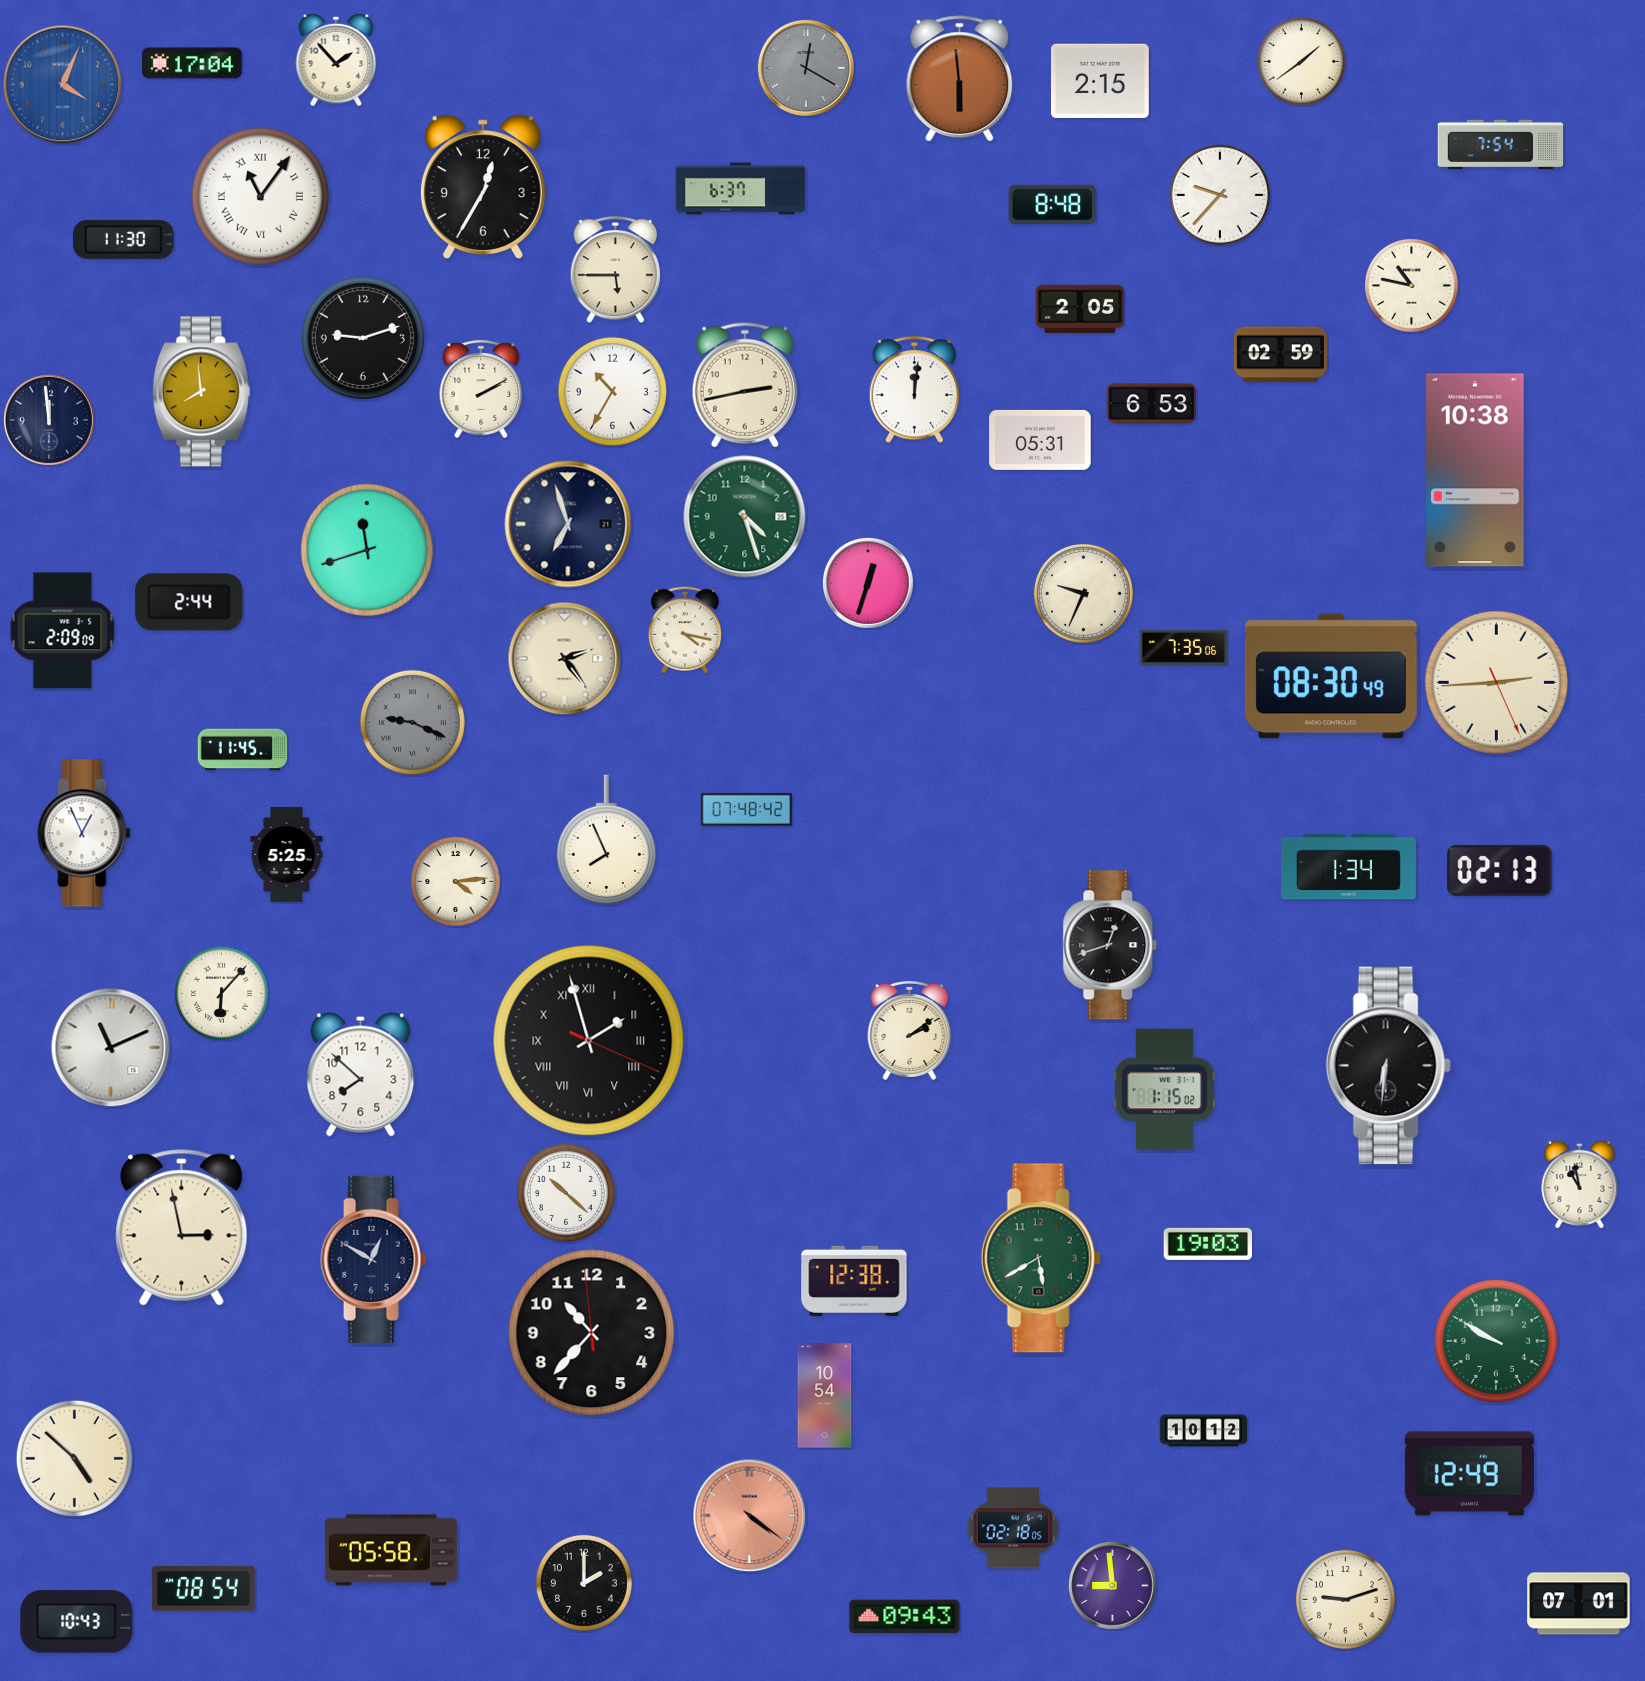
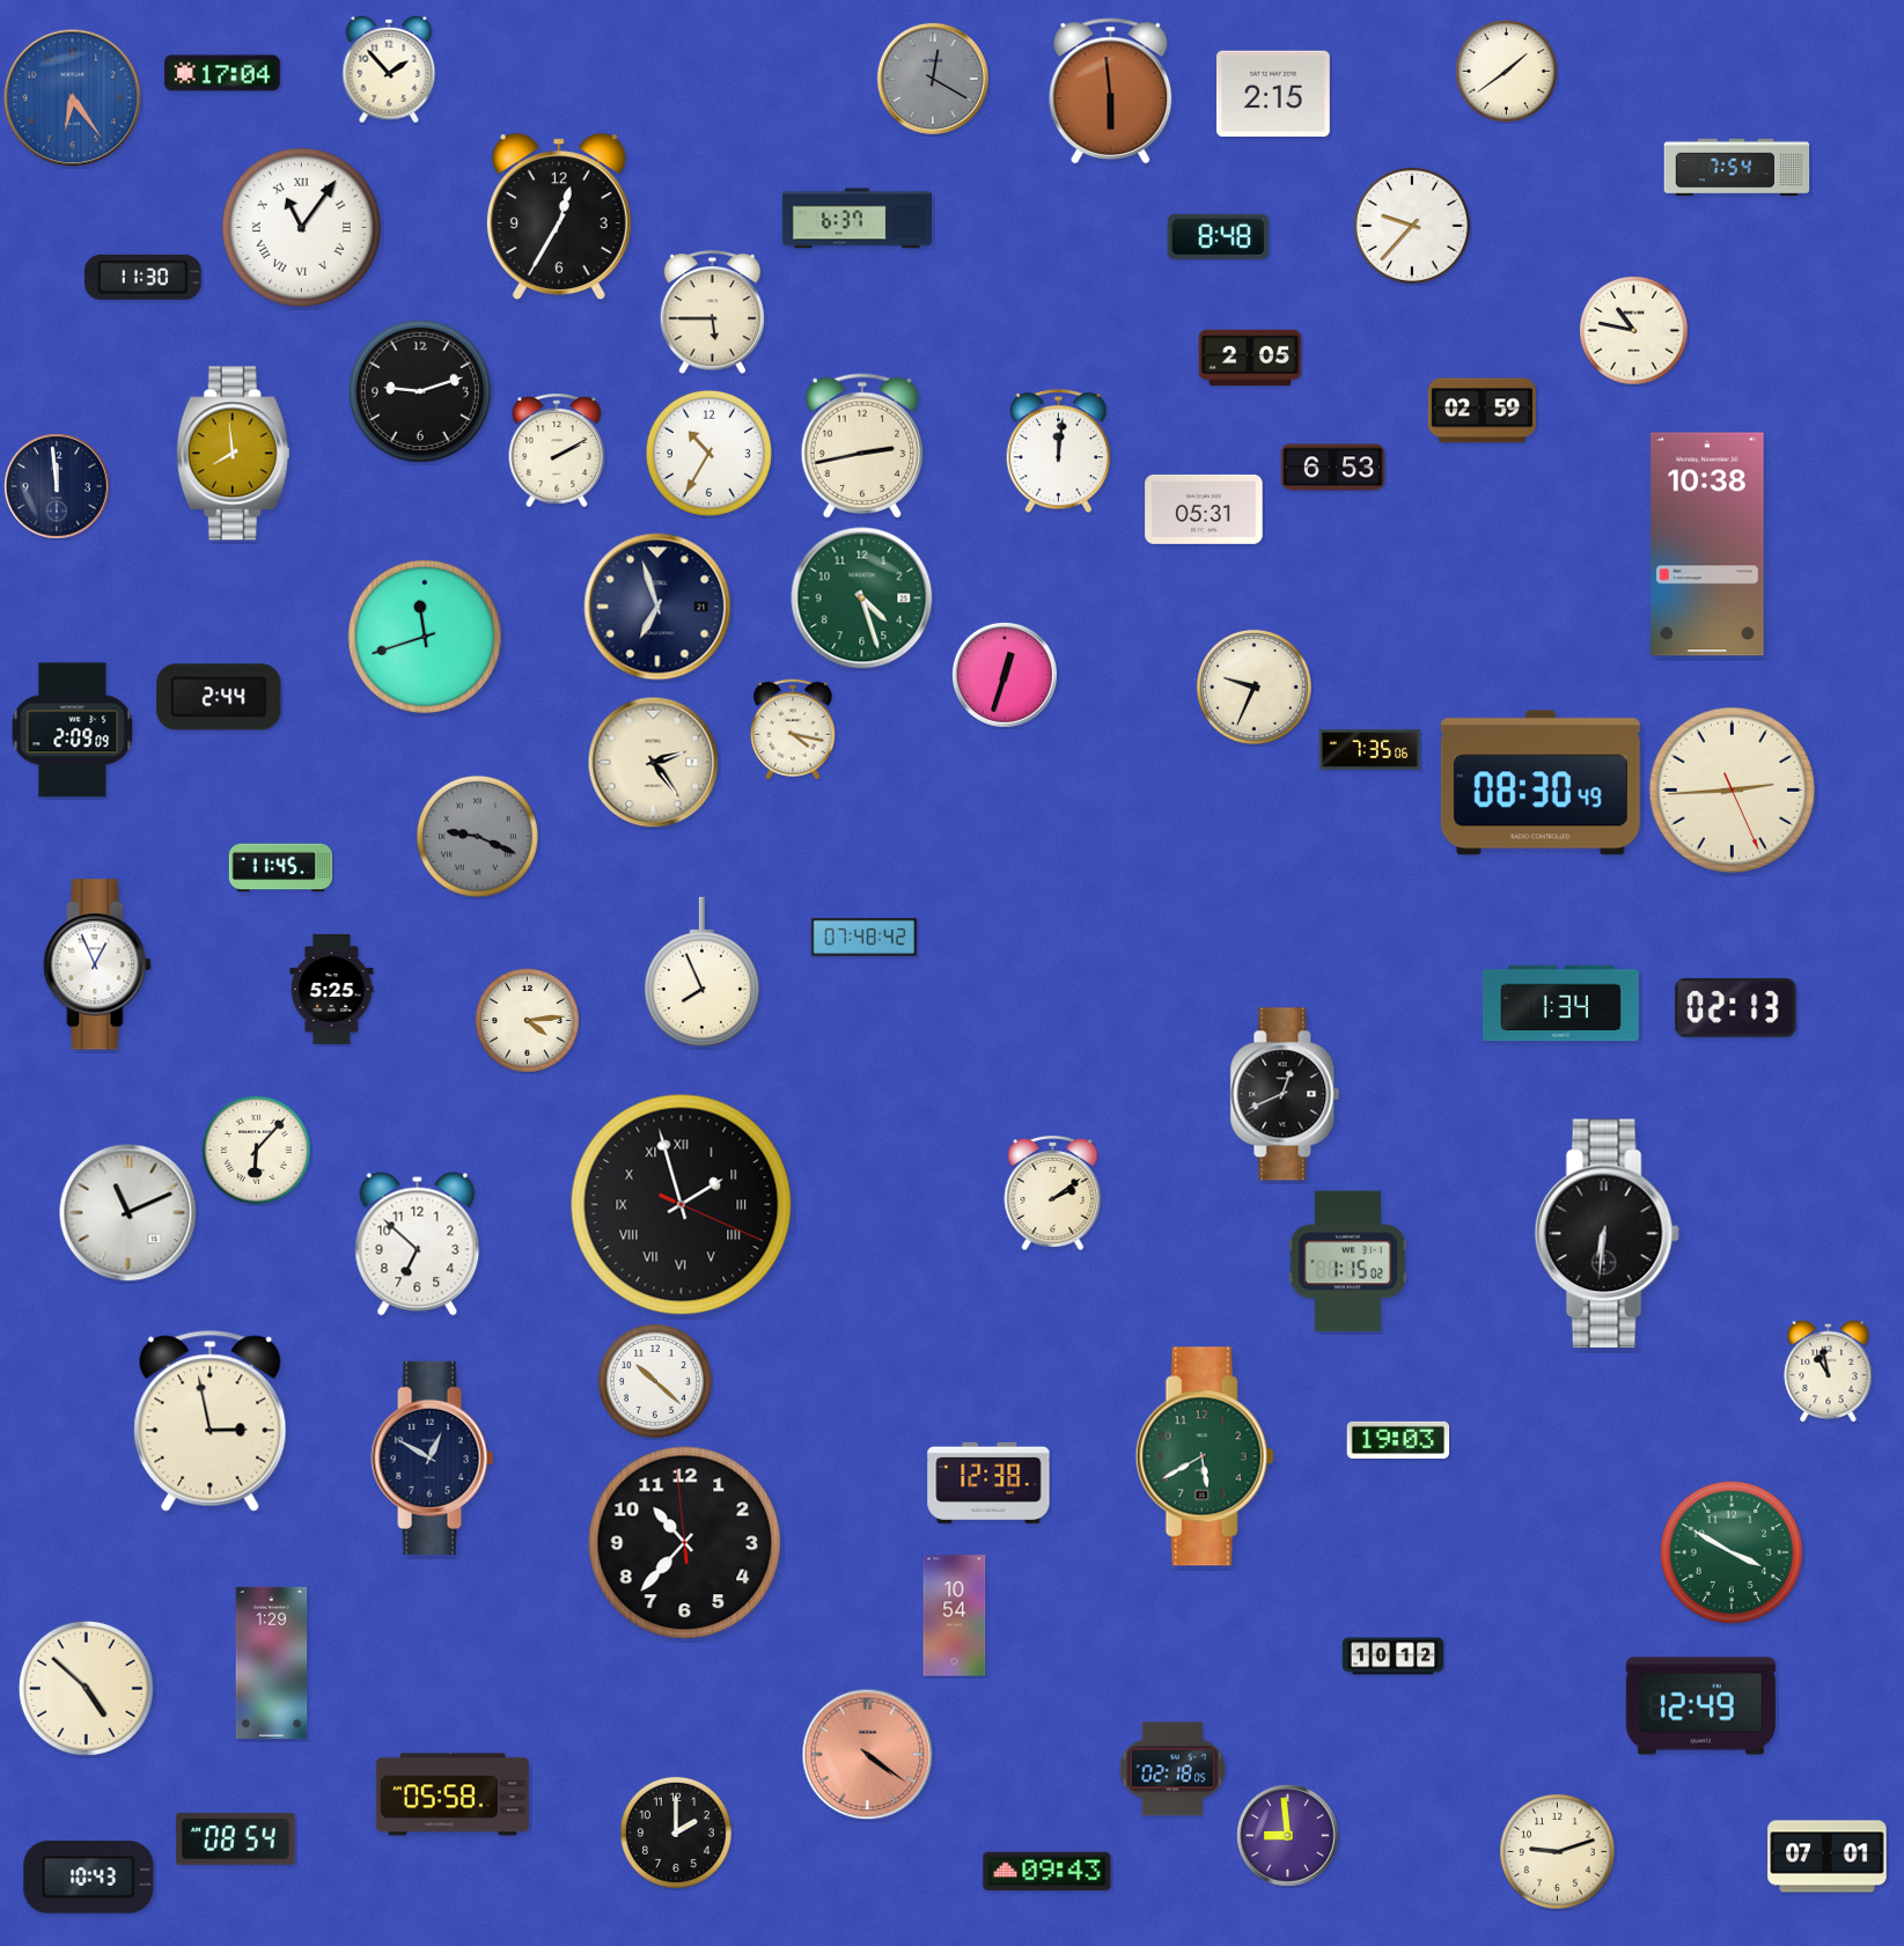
clock at (63, 85): 4:04 -> 6:24
clock at (1110, 945): 12:42 -> 12:41
clock at (361, 1075): 7:52 -> 6:52
clock at (1496, 1341): 9:50 -> 3:50
clock at (272, 1662): none -> 1:29
